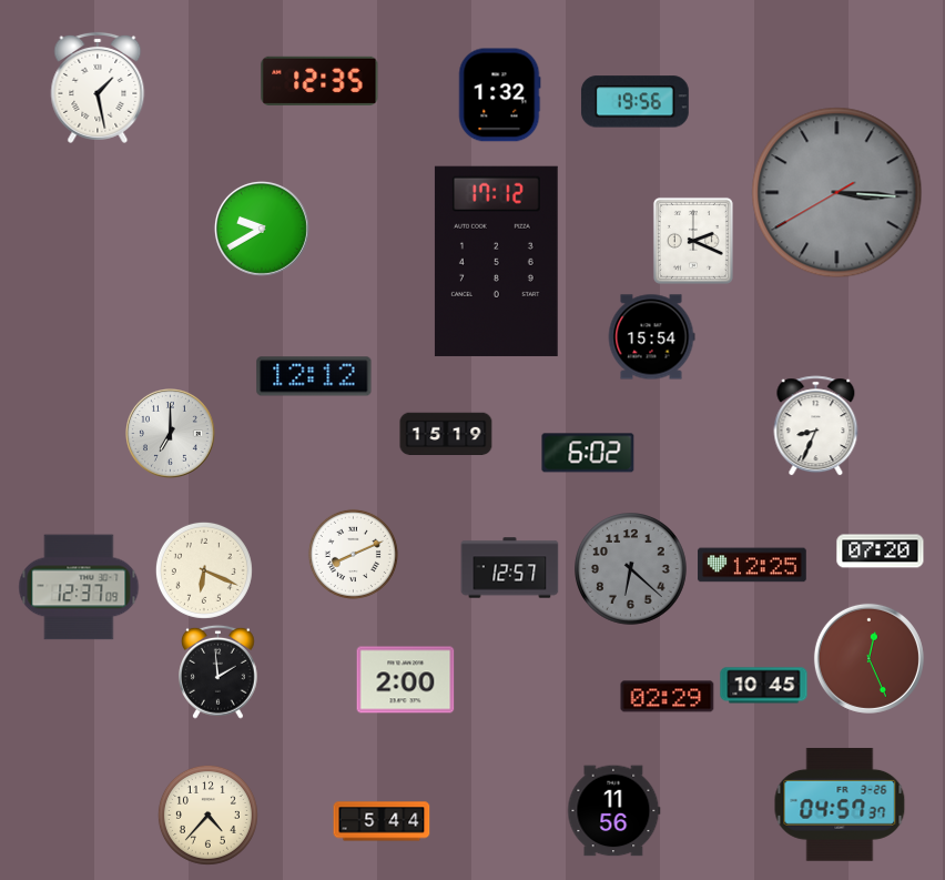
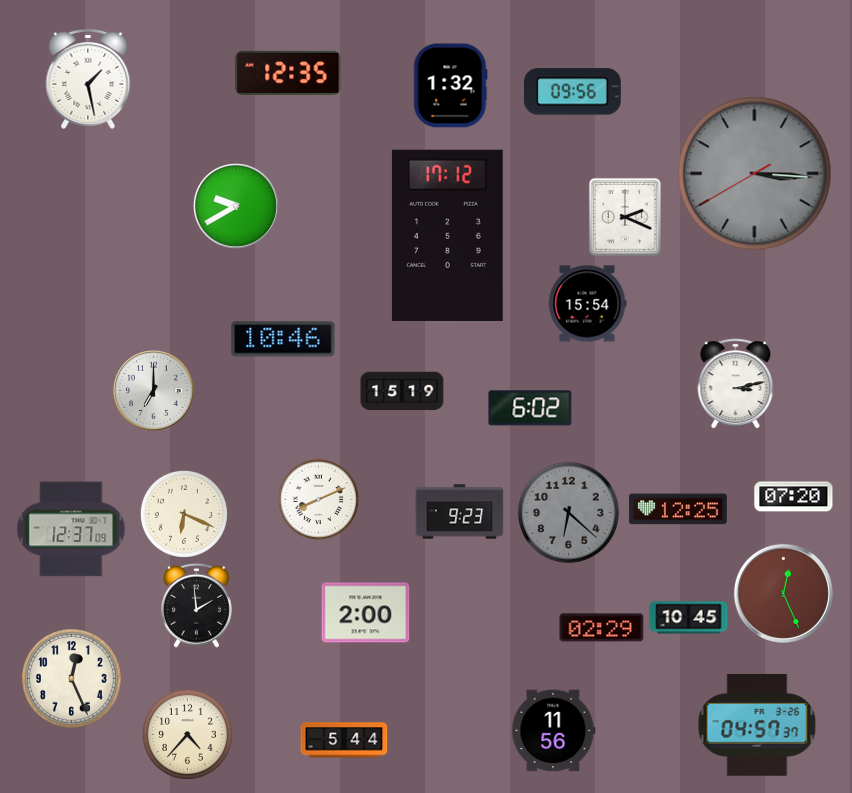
clock at (634, 102): 19:56 -> 09:56
clock at (314, 376): 12:12 -> 10:46
clock at (816, 426): 8:34 -> 3:13
clock at (510, 568): 12:57 -> 9:23
clock at (72, 679): none -> 12:26
